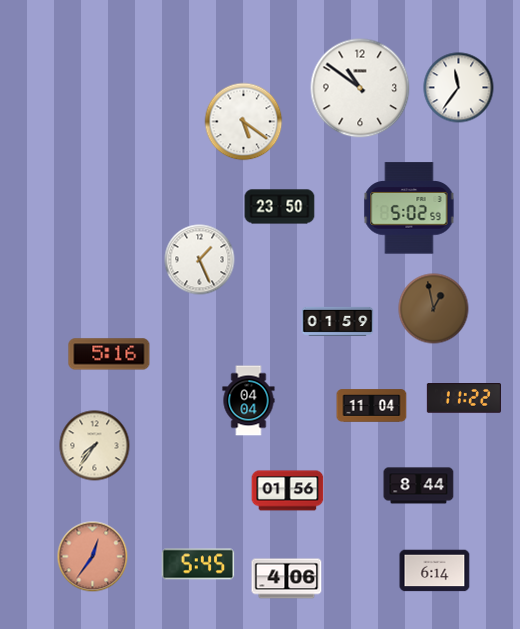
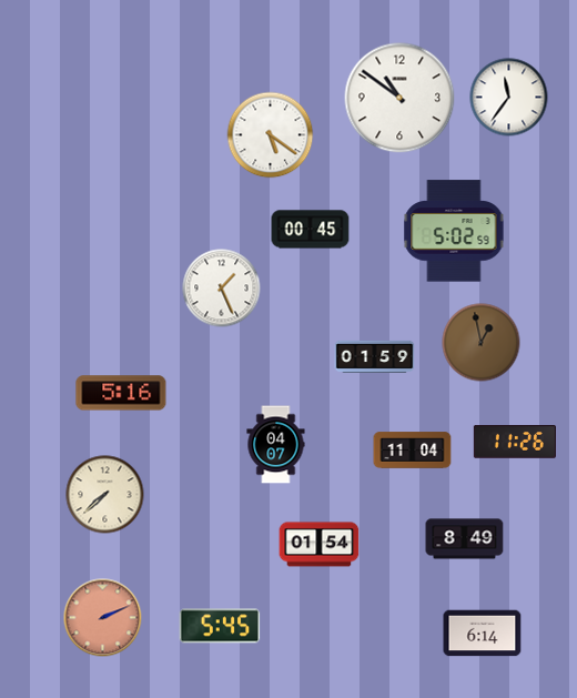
clock at (280, 207): 23:50 -> 00:45
clock at (464, 399): 11:22 -> 11:26
clock at (249, 401): 04:04 -> 04:07
clock at (95, 446): 7:36 -> 7:38
clock at (419, 486): 8:44 -> 8:49
clock at (288, 491): 01:56 -> 01:54
clock at (93, 557): 12:36 -> 2:11
clock at (287, 579): 4:06 -> none
